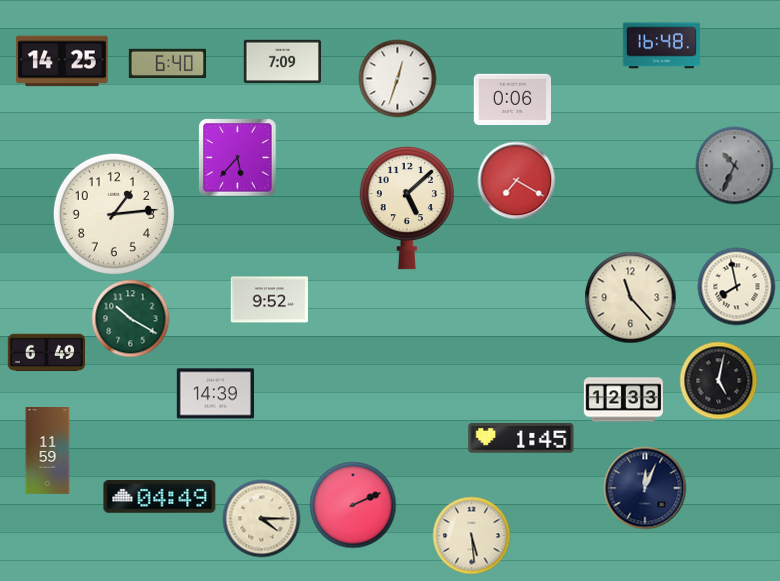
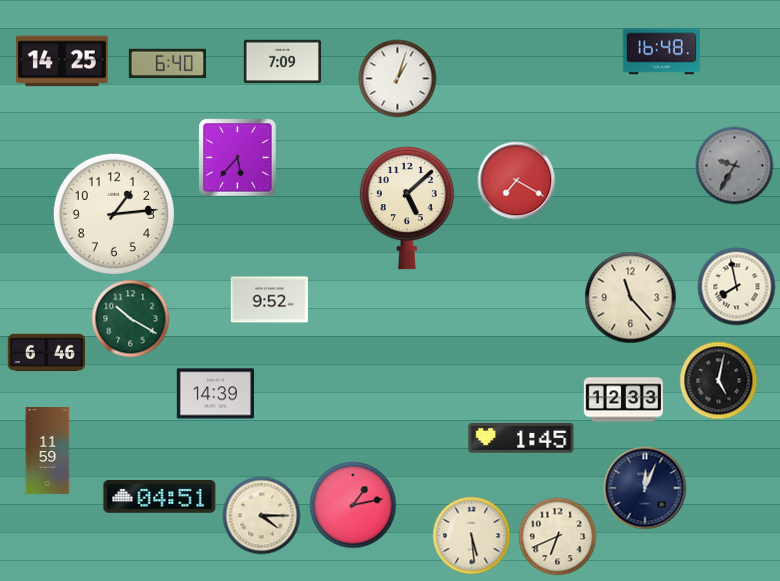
clock at (661, 46) position: (661, 46) -> (661, 52)
clock at (397, 78): 12:33 -> 1:03
clock at (512, 99): 0:06 -> none
clock at (734, 165): 10:34 -> 9:35
clock at (46, 353): 6:49 -> 6:46
clock at (160, 497): 04:49 -> 04:51
clock at (353, 505): 2:11 -> 1:13
clock at (261, 518) position: (261, 518) -> (261, 515)
clock at (557, 536): none -> 6:41
